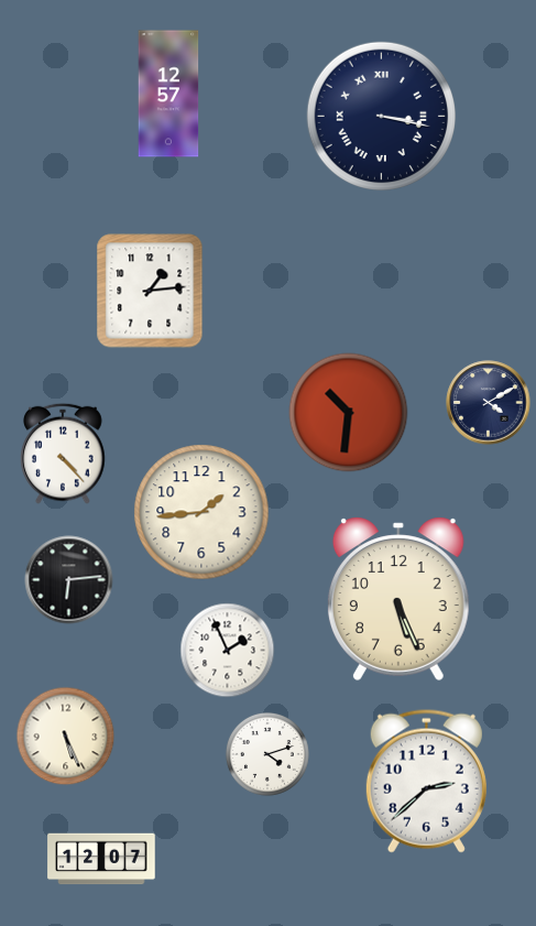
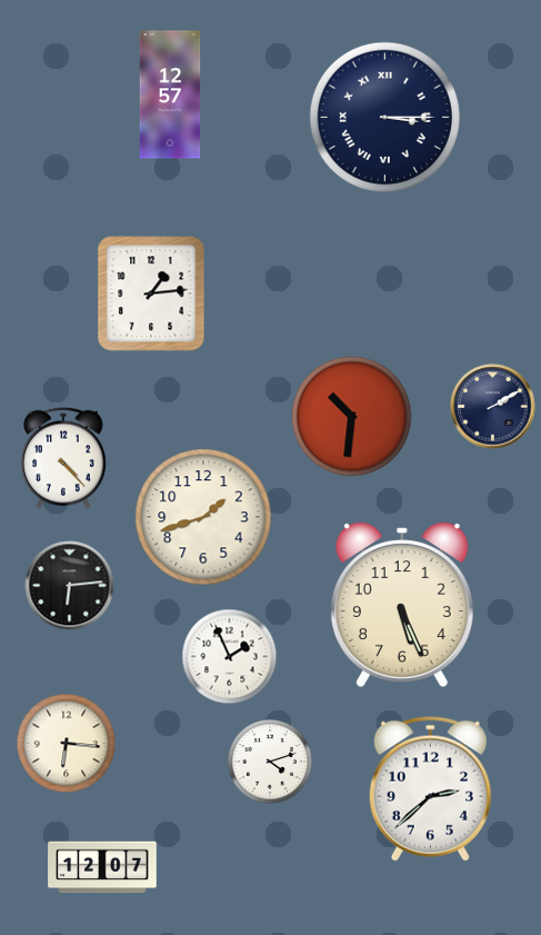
clock at (381, 116): 3:17 -> 3:15
clock at (489, 403): 4:10 -> 2:10
clock at (201, 512): 1:44 -> 1:42
clock at (66, 737): 5:26 -> 6:16
